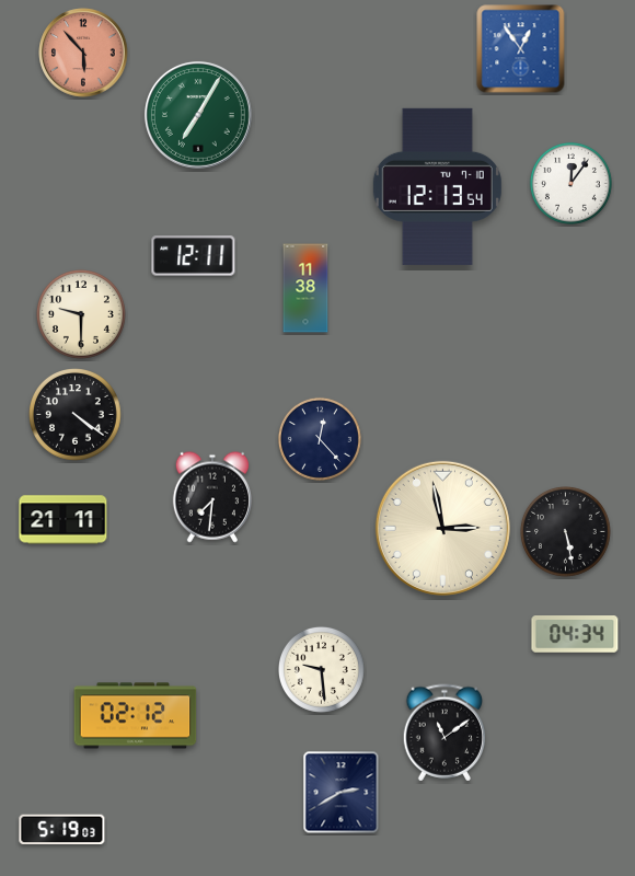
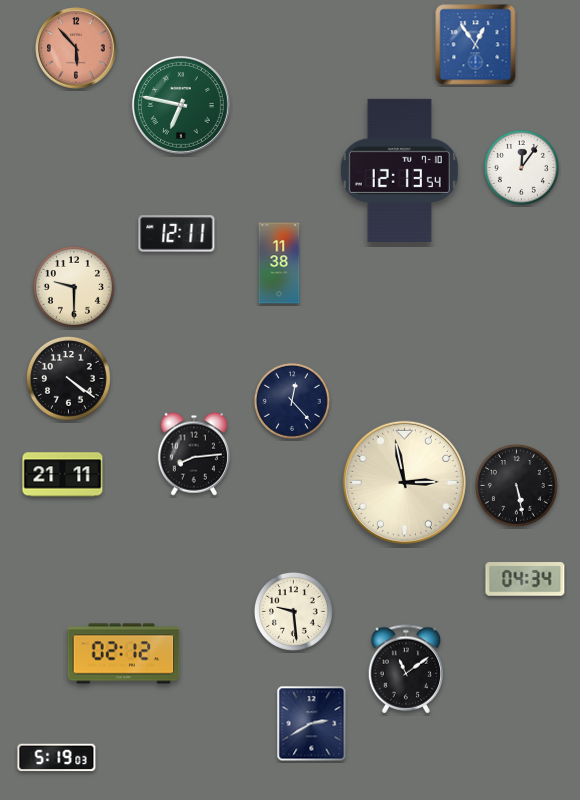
clock at (198, 115): 7:05 -> 6:47
clock at (211, 497): 7:31 -> 8:14
clock at (63, 520) position: (63, 520) -> (63, 475)
